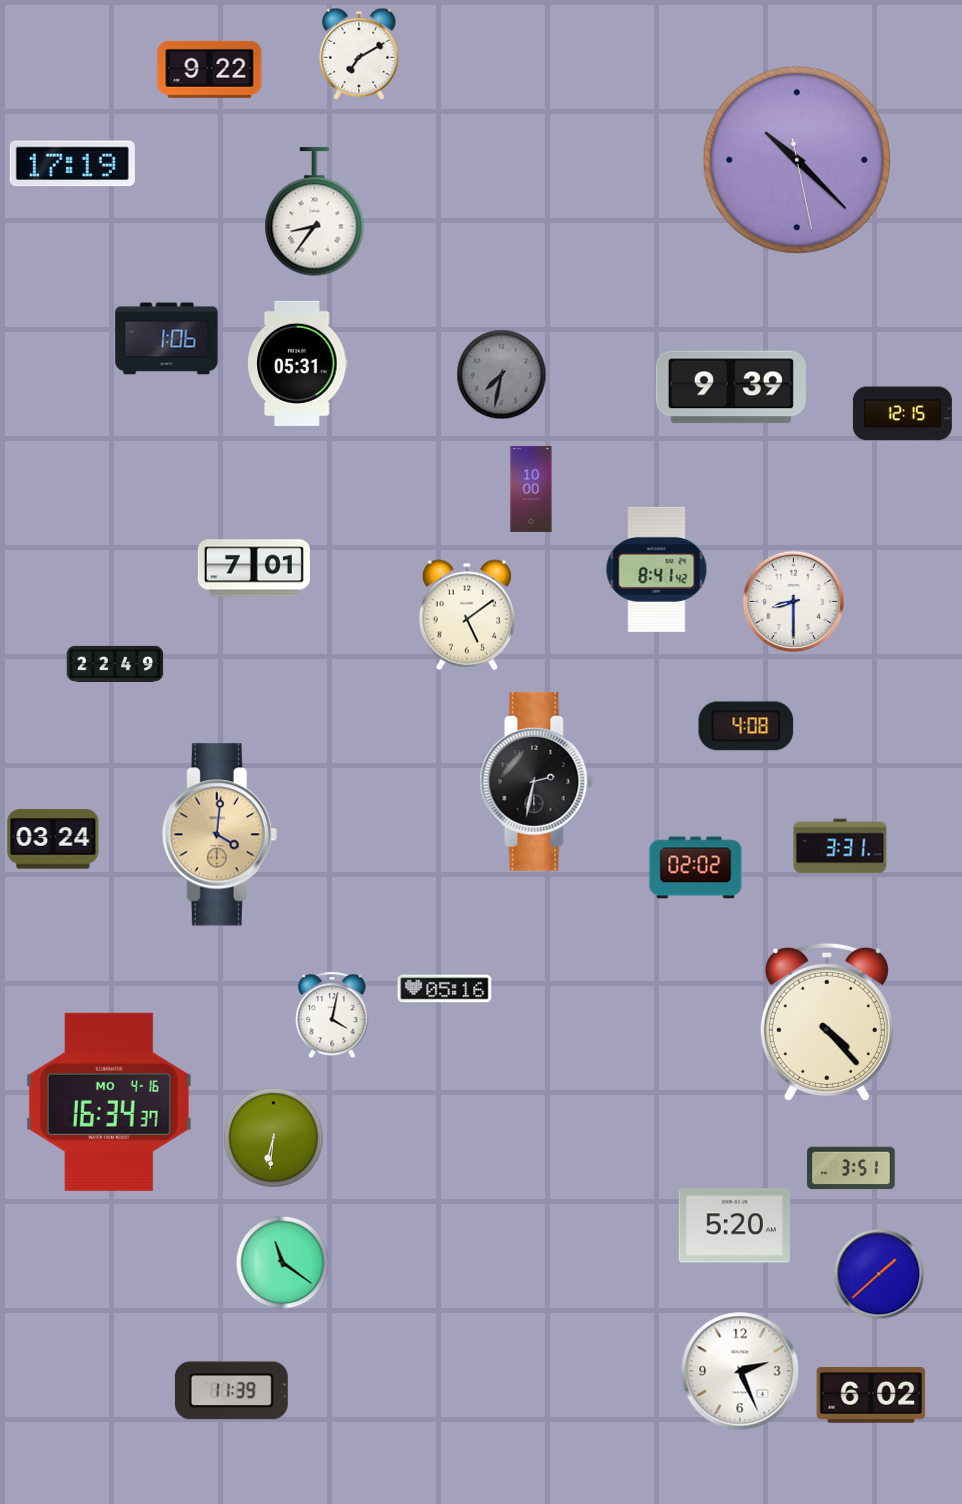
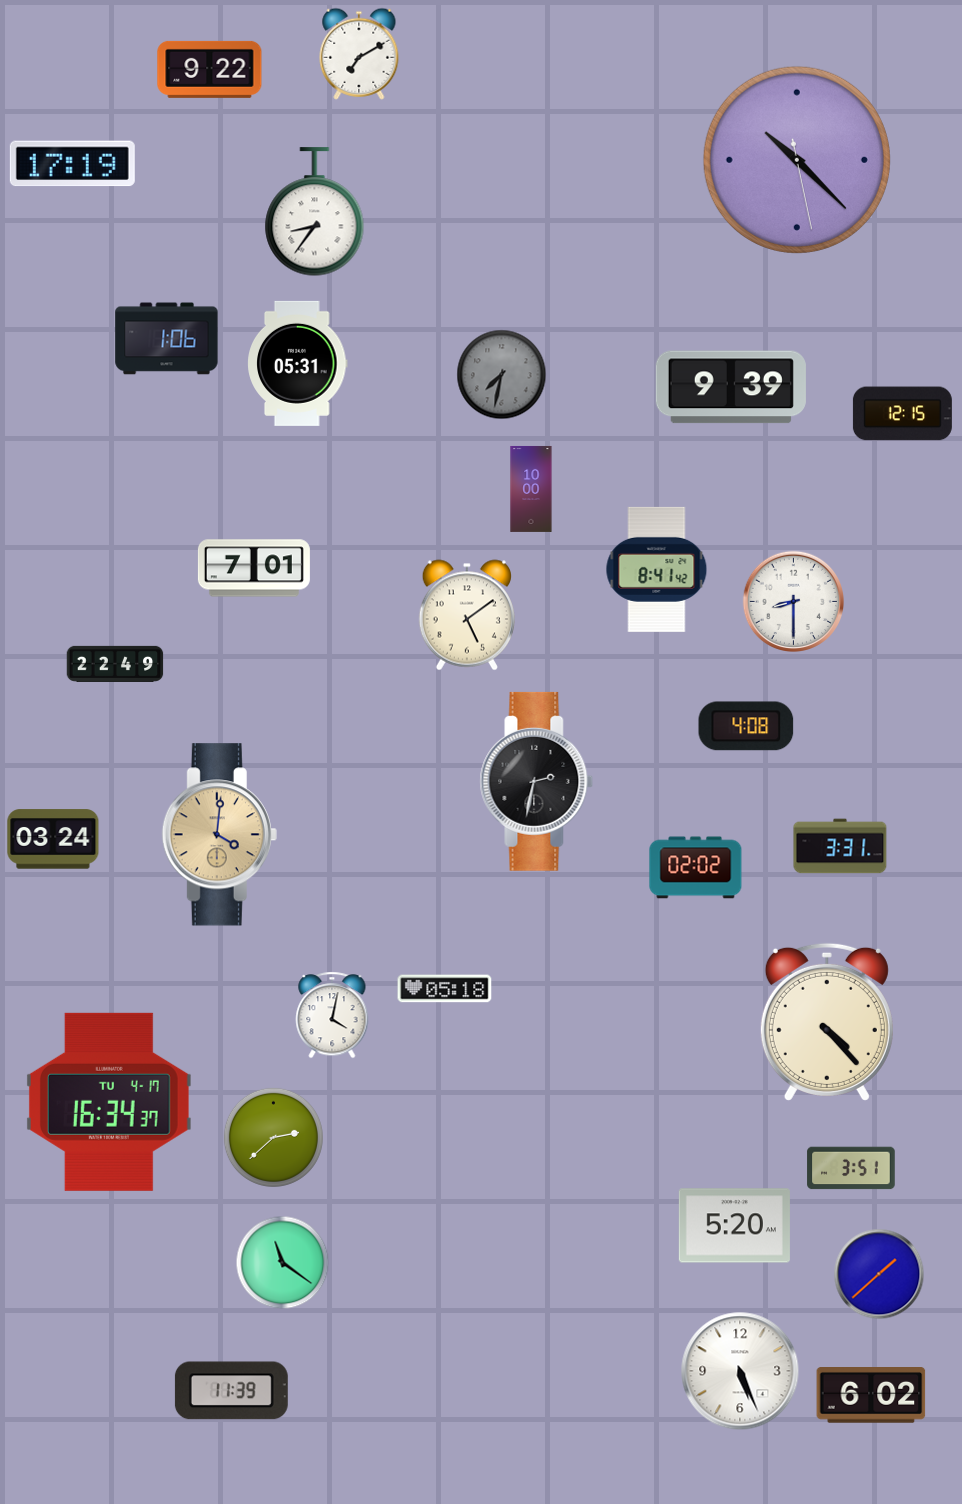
clock at (445, 989): 05:16 -> 05:18
clock at (109, 1102) date: MO 4-16 -> TU 4-17
clock at (273, 1137): 6:31 -> 2:38
clock at (740, 1371): 2:26 -> 5:26
